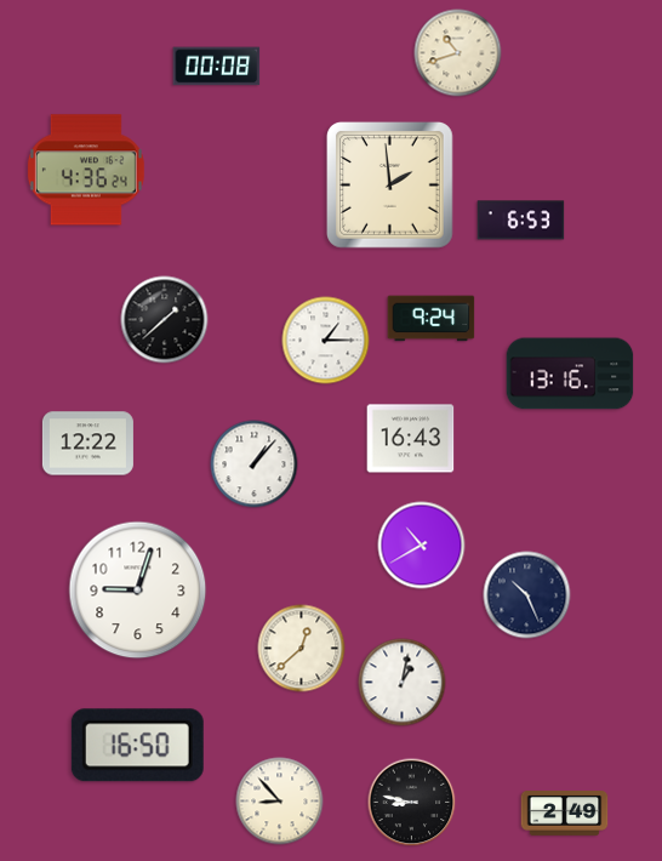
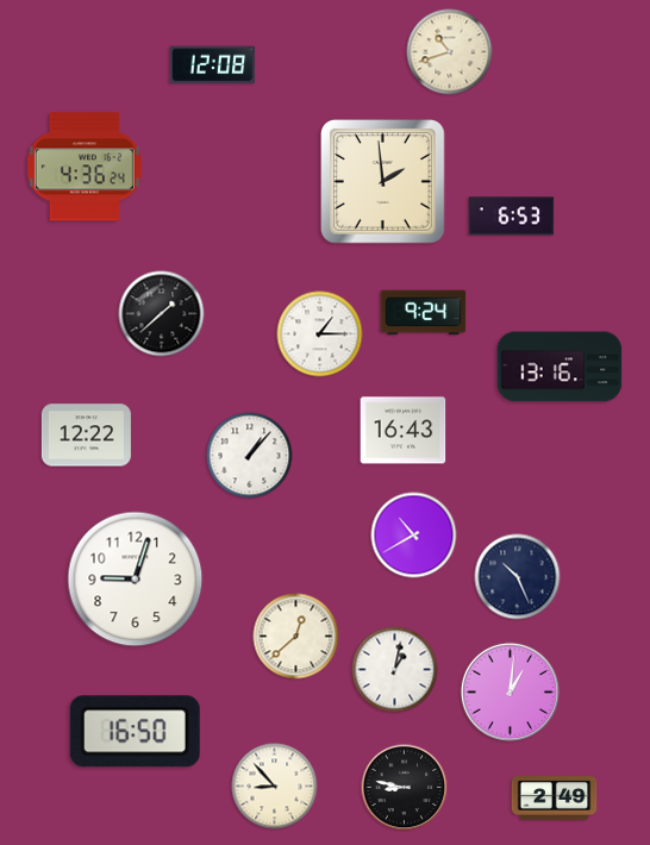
clock at (217, 67): 00:08 -> 12:08
clock at (527, 595) position: (527, 595) -> (518, 577)
clock at (510, 691): none -> 1:01
